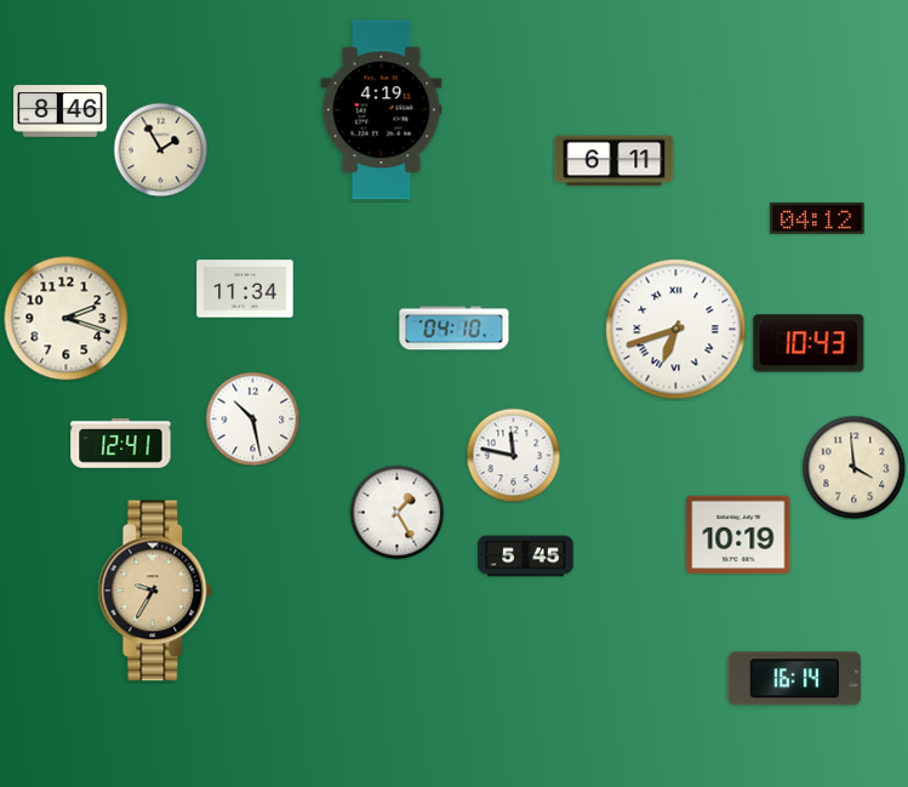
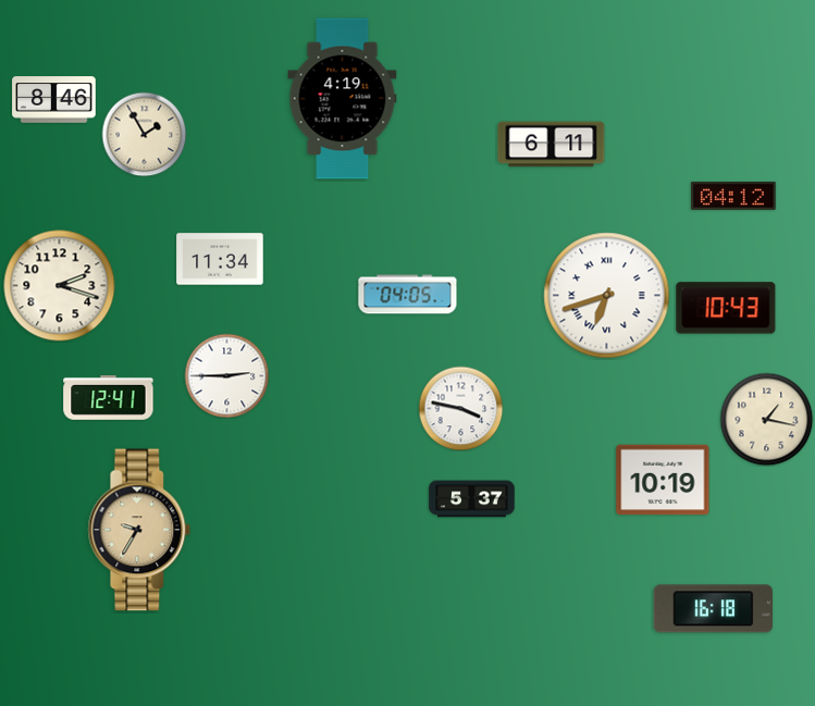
clock at (455, 329): 04:10 -> 04:05
clock at (252, 418): 10:28 -> 2:45
clock at (513, 455): 11:47 -> 3:47
clock at (853, 467): 3:59 -> 1:17
clock at (396, 512): 1:25 -> none
clock at (526, 557): 5:45 -> 5:37
clock at (794, 679): 16:14 -> 16:18
